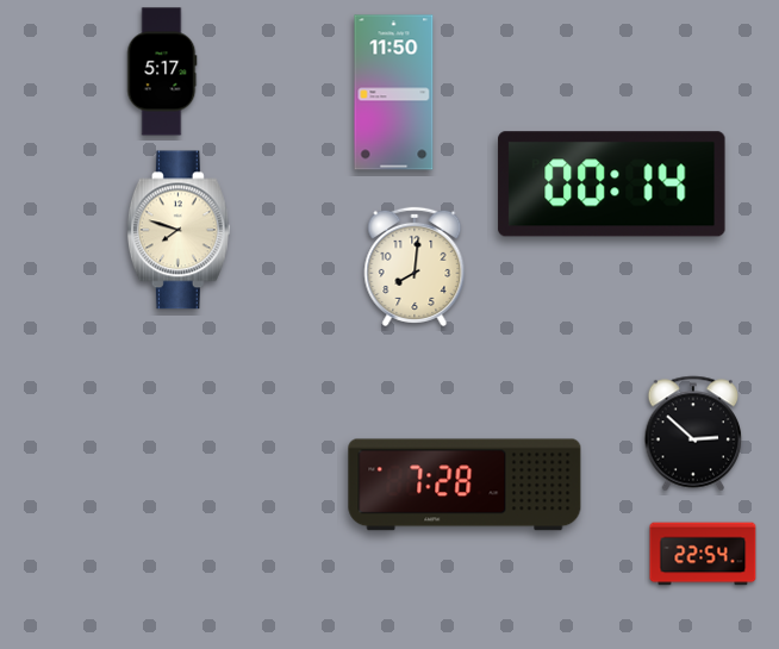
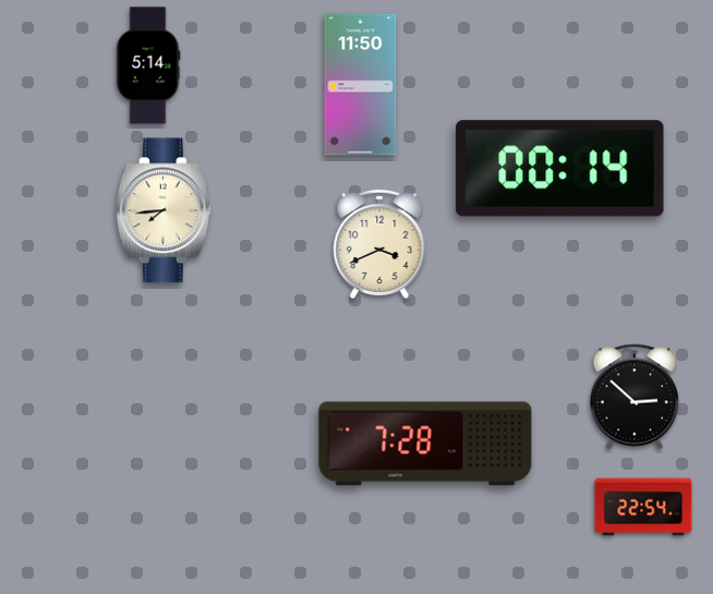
clock at (162, 71): 5:17 -> 5:14
clock at (179, 230): 7:48 -> 7:44
clock at (415, 267): 8:01 -> 3:41
